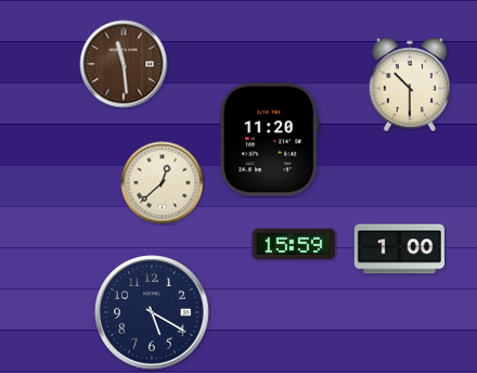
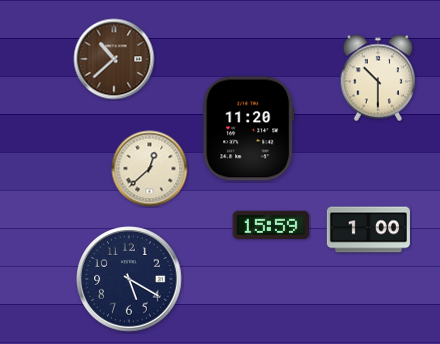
clock at (124, 64): 11:29 -> 10:38
clock at (152, 312) position: (152, 312) -> (129, 279)
